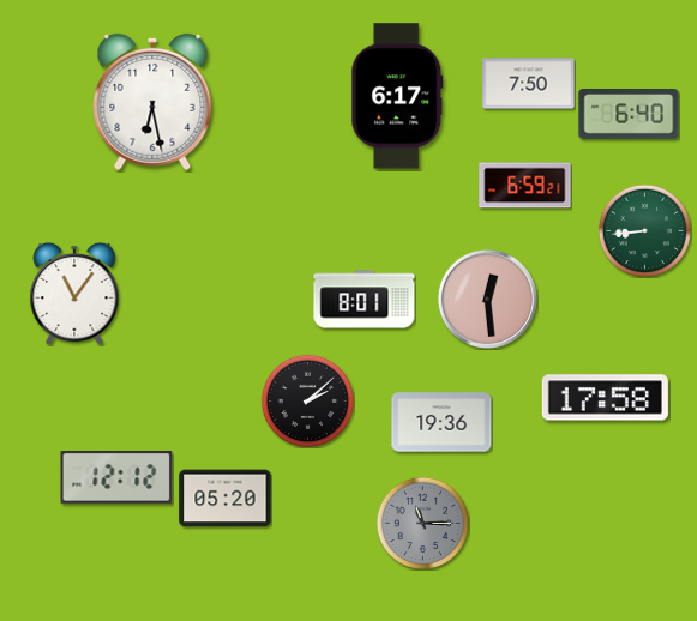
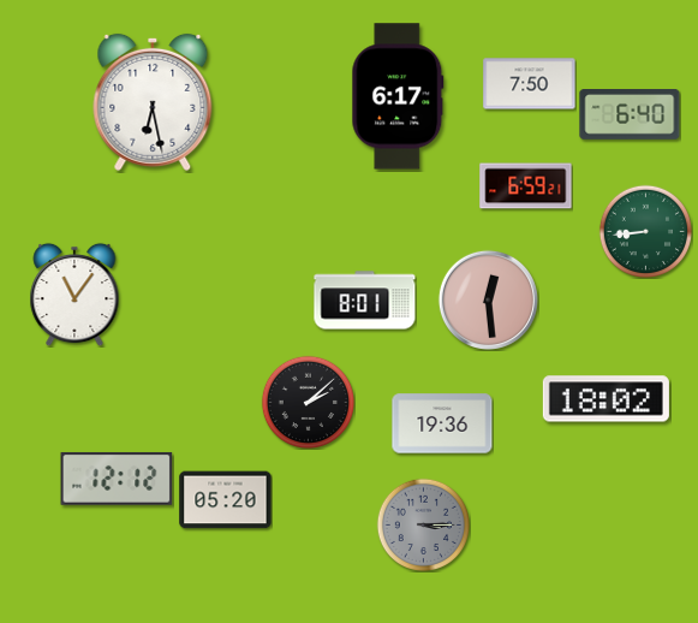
clock at (605, 398): 17:58 -> 18:02
clock at (422, 523): 11:15 -> 3:15
